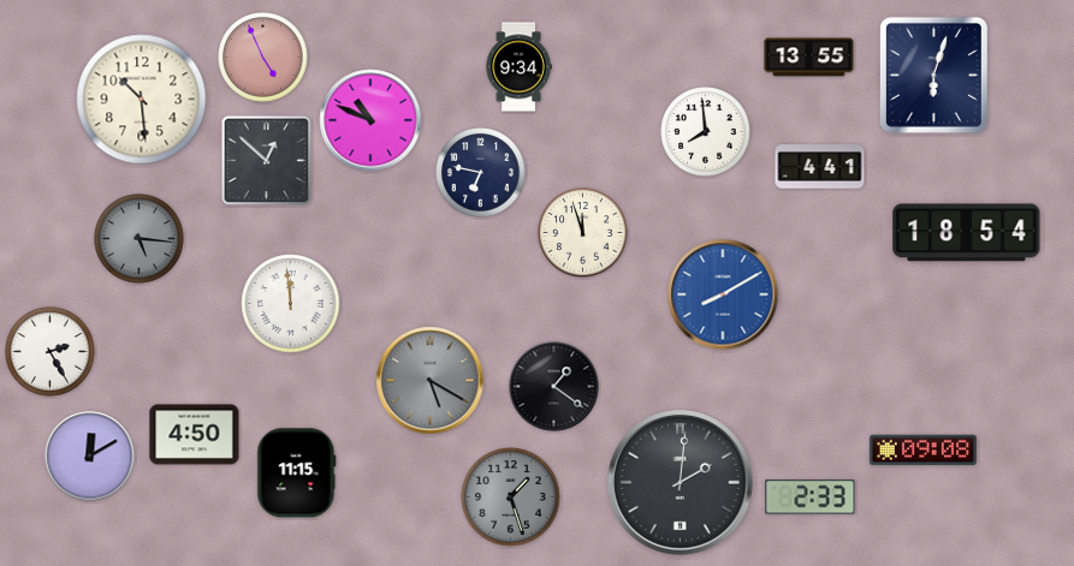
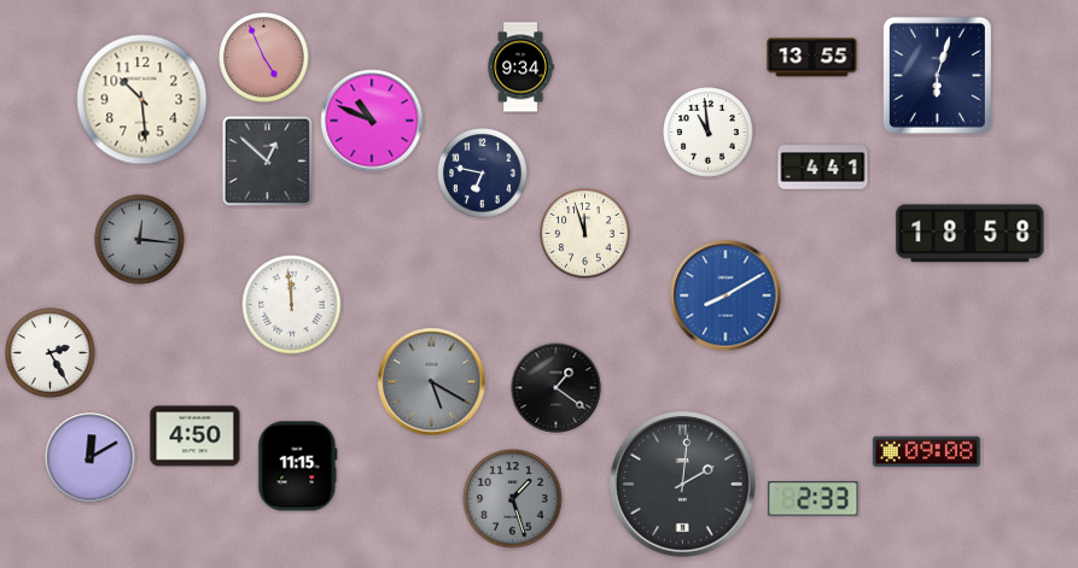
clock at (706, 132): 7:59 -> 10:59
clock at (967, 233): 18:54 -> 18:58
clock at (140, 239): 5:16 -> 12:16
clock at (297, 473) position: (297, 473) -> (298, 467)
